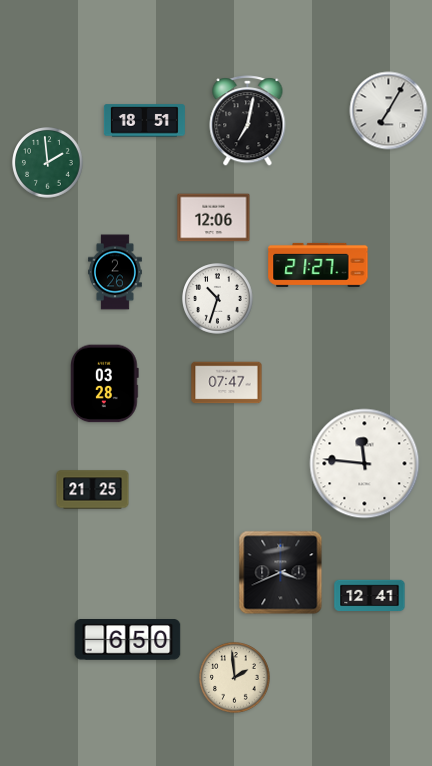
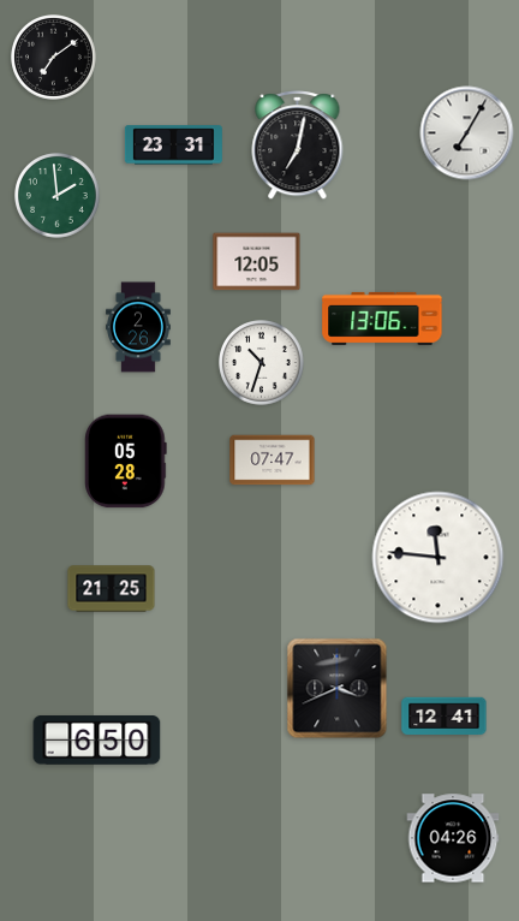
clock at (54, 58): none -> 7:09
clock at (144, 121): 18:51 -> 23:31
clock at (214, 218): 12:06 -> 12:05
clock at (318, 265): 21:27 -> 13:06
clock at (218, 299) position: (218, 299) -> (262, 363)
clock at (105, 384): 03:28 -> 05:28
clock at (128, 640) position: (128, 640) -> (97, 741)
clock at (235, 678): 1:59 -> none
clock at (453, 838): none -> 04:26
